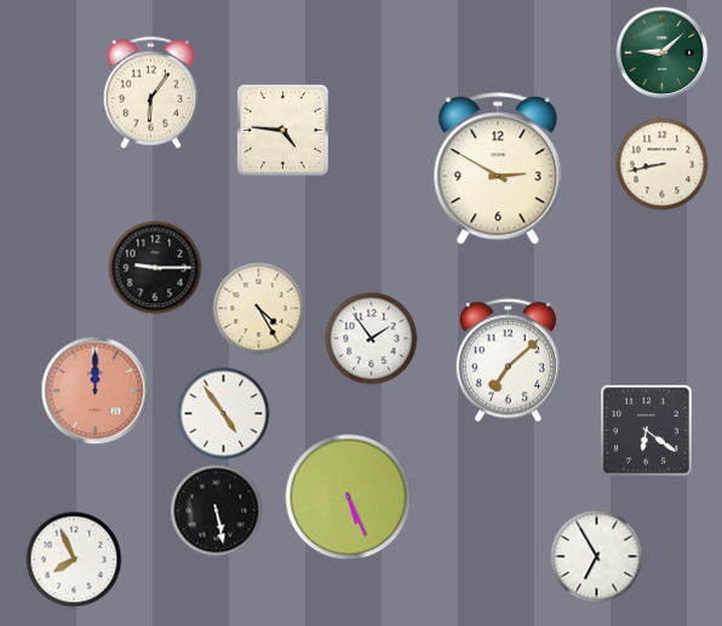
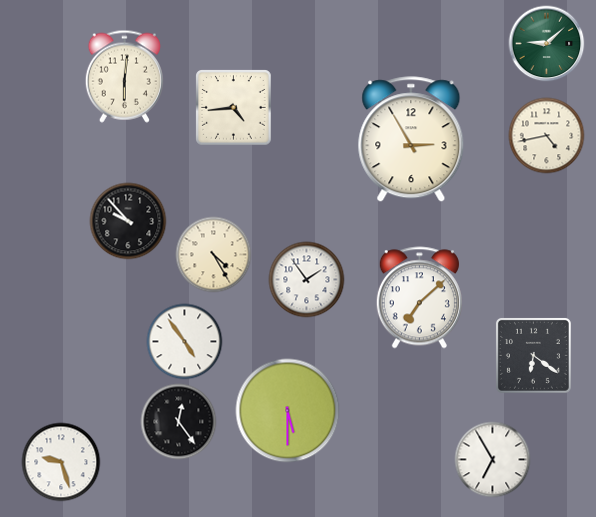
clock at (150, 92): 6:06 -> 6:01
clock at (283, 131): 4:46 -> 4:44
clock at (663, 165): 8:43 -> 4:43
clock at (498, 170): 2:50 -> 2:55
clock at (155, 268): 9:15 -> 9:53
clock at (96, 391): 12:00 -> none
clock at (349, 498): 5:26 -> 5:30
clock at (217, 511): 5:28 -> 12:24
clock at (74, 559): 7:56 -> 9:27
